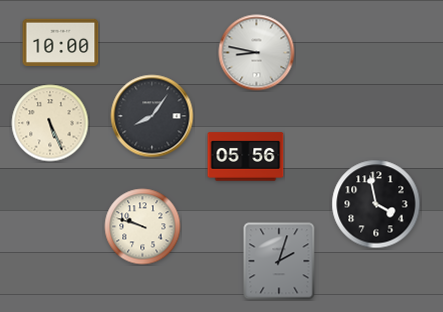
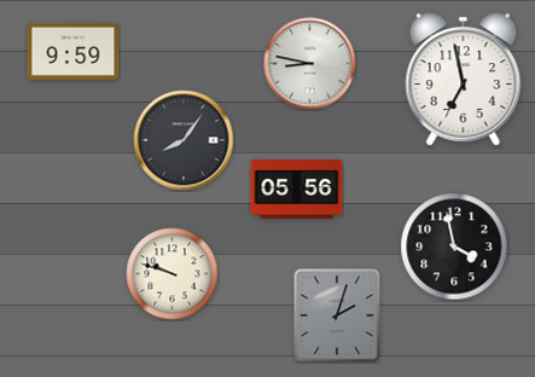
clock at (61, 42): 10:00 -> 9:59
clock at (464, 80): none -> 6:58
clock at (50, 123): 5:26 -> none
